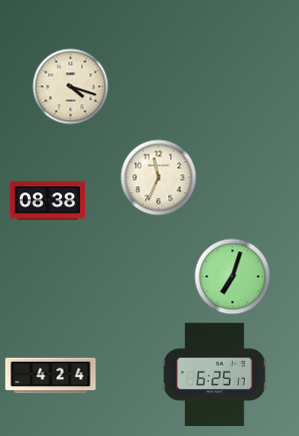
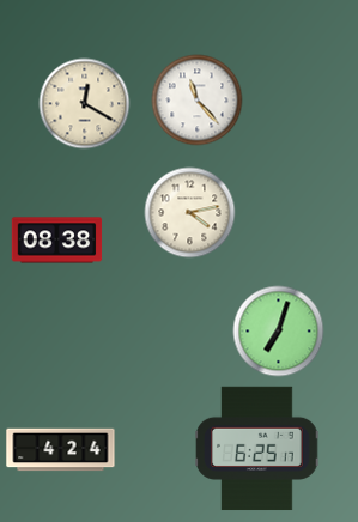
clock at (198, 101): none -> 11:23
clock at (71, 87): 4:18 -> 12:20
clock at (159, 178): 11:34 -> 4:13
